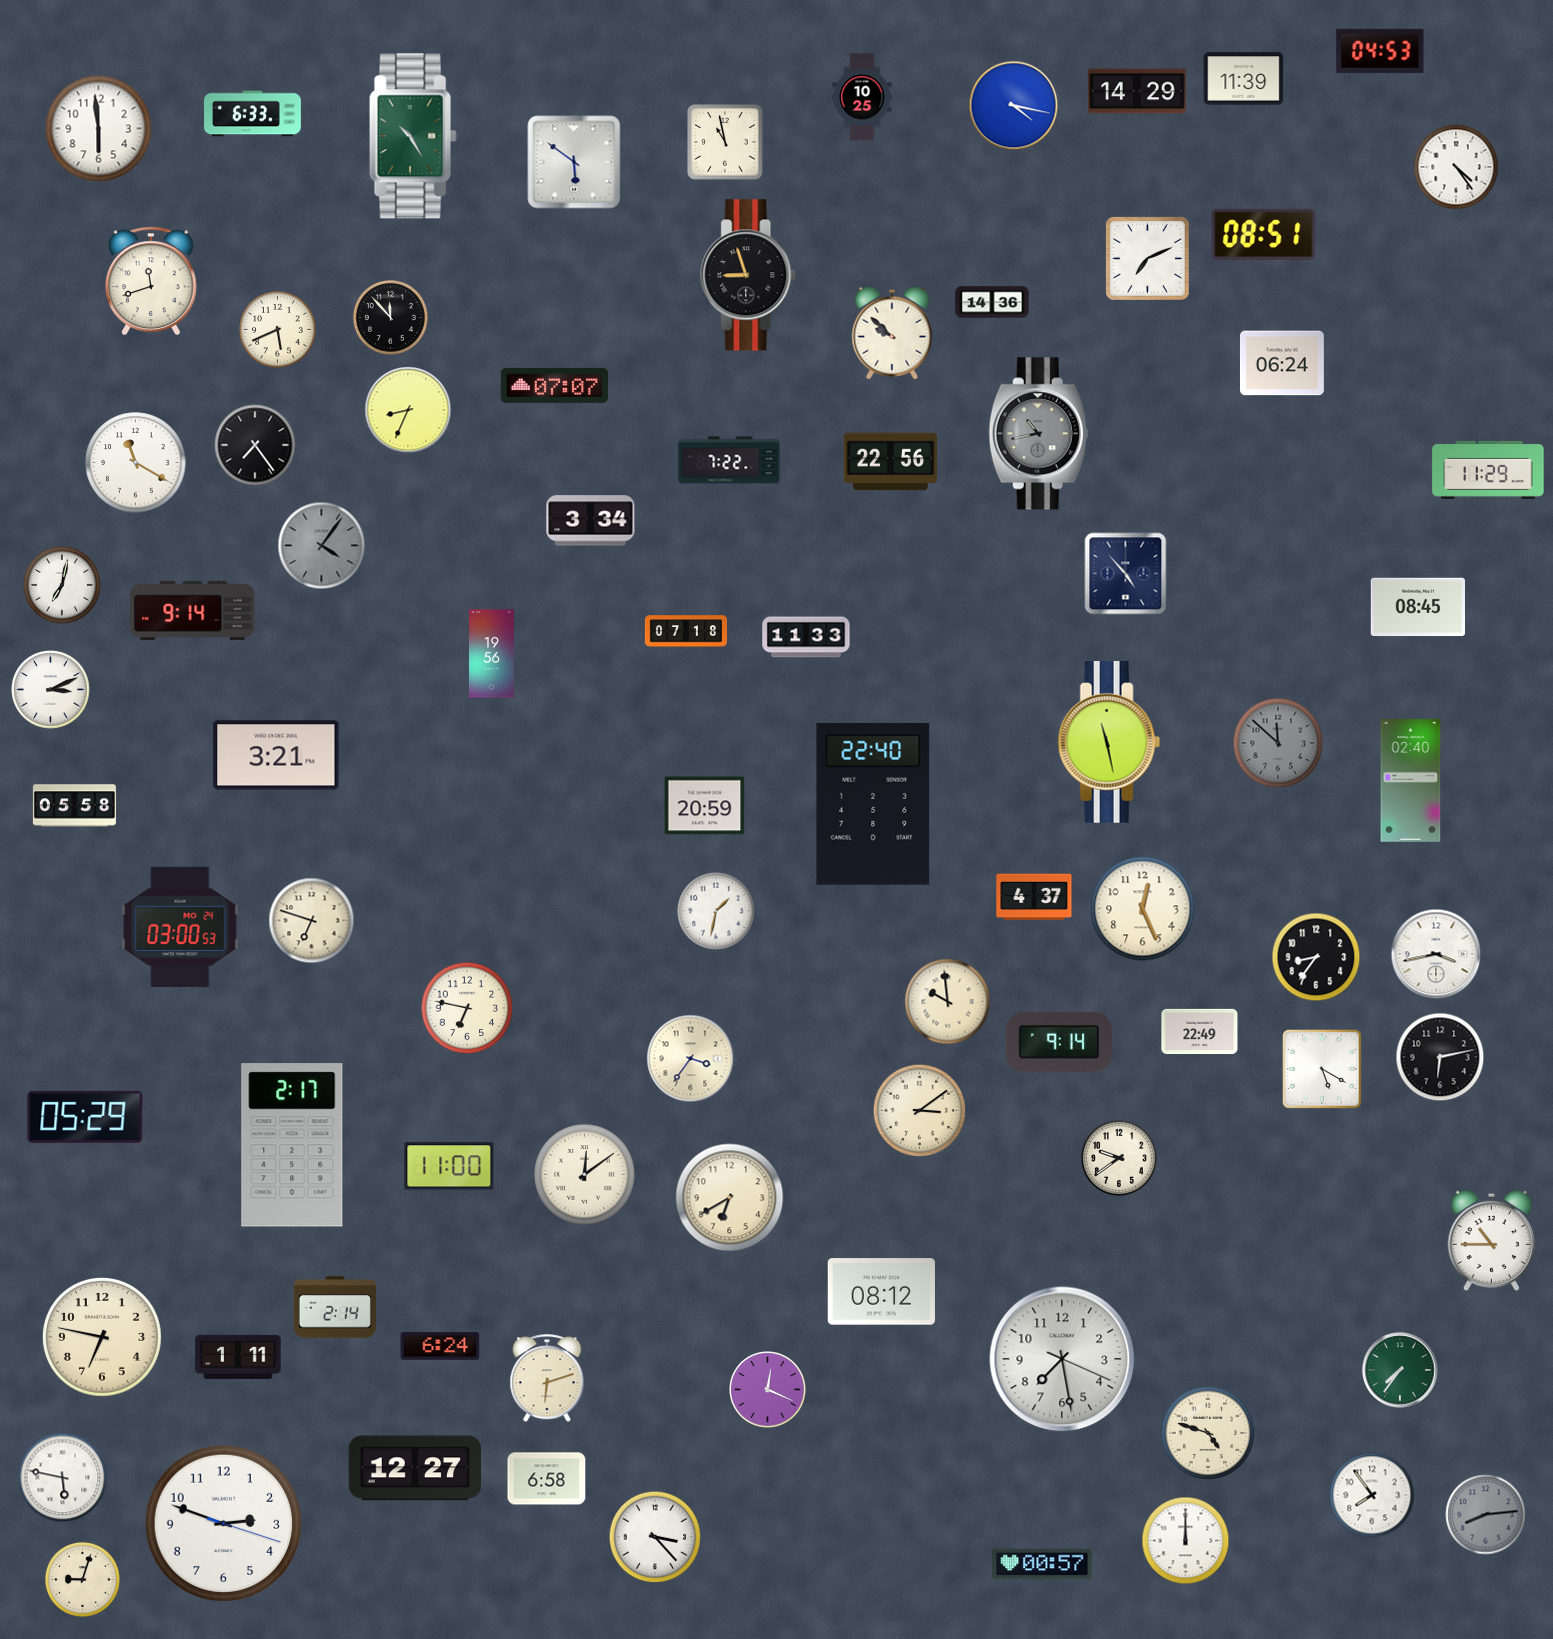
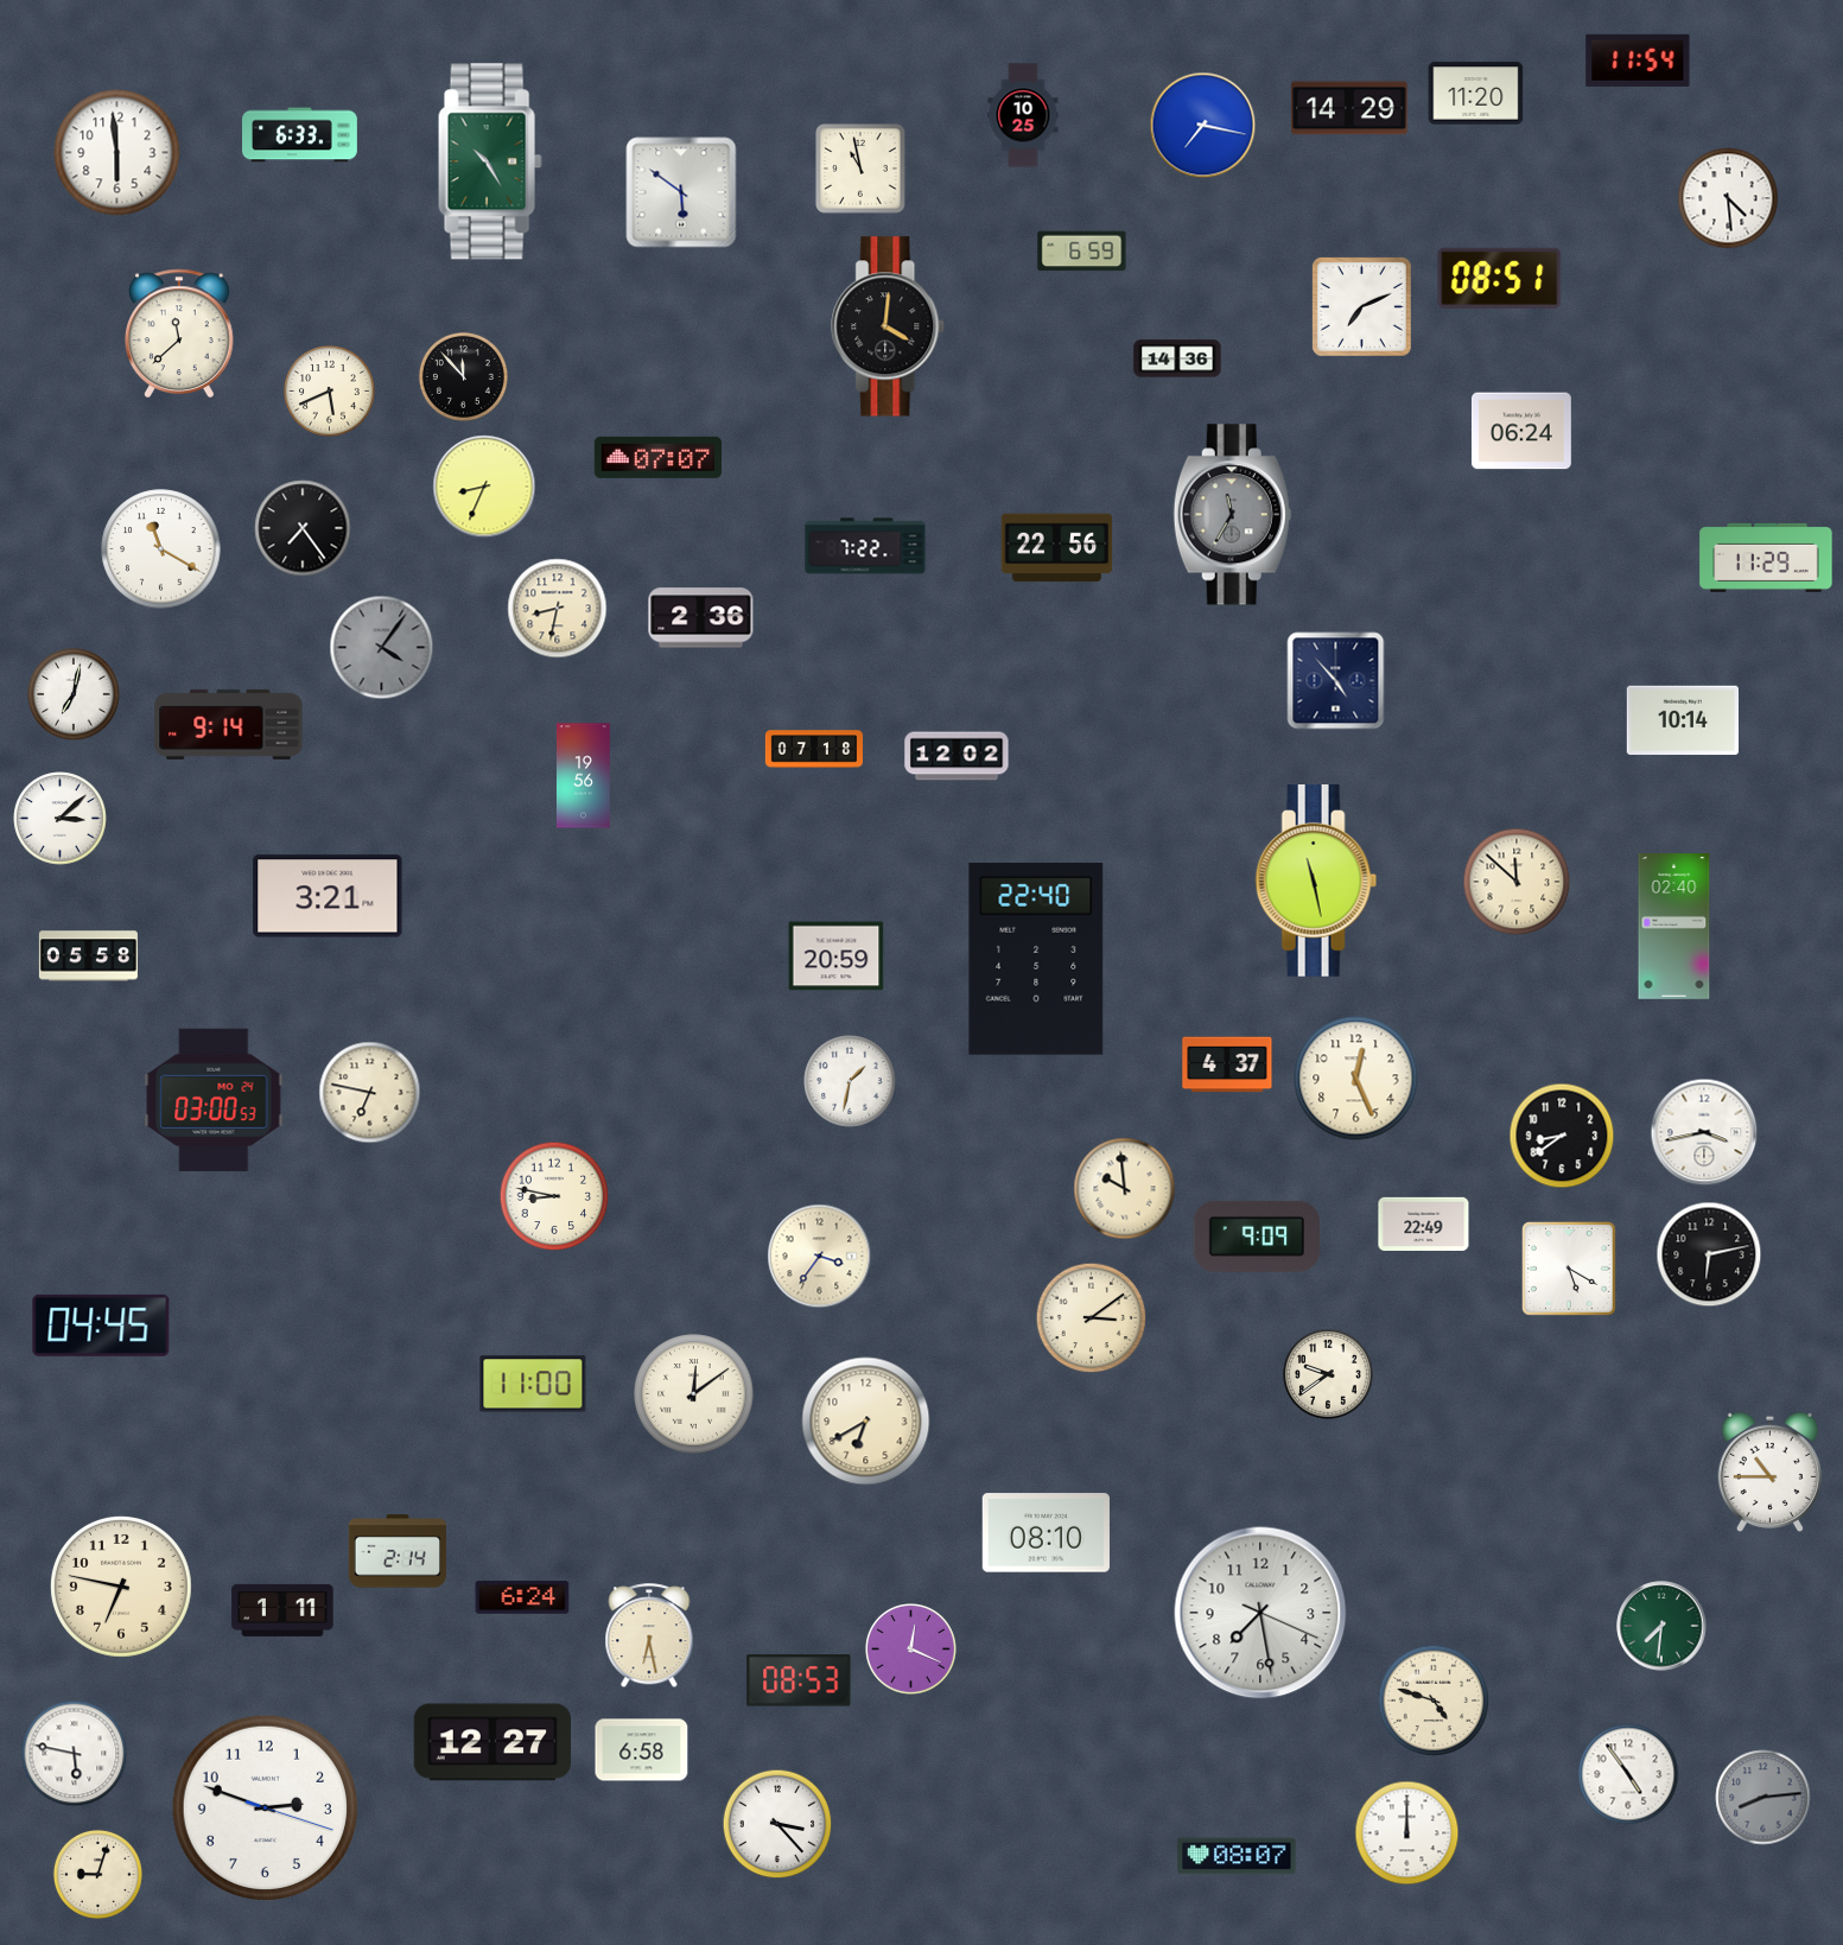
clock at (1380, 51): 04:53 -> 11:54
clock at (1244, 79): 11:39 -> 11:20
clock at (1014, 106): 4:17 -> 7:17
clock at (1456, 167): 4:24 -> 4:29
clock at (1082, 252): none -> 6:59
clock at (749, 275): 8:57 -> 4:01
clock at (152, 281): 11:42 -> 11:38
clock at (892, 333): 9:52 -> none
clock at (1038, 434): 10:43 -> 11:35
clock at (558, 609): none -> 8:32
clock at (591, 521): 3:34 -> 2:36
clock at (1418, 607): 08:45 -> 10:14
clock at (806, 637): 11:33 -> 12:02
clock at (51, 690): 3:11 -> 3:08
clock at (1278, 743) dial: grey -> cream
clock at (873, 804) position: (873, 804) -> (1036, 959)
clock at (312, 921): 6:48 -> 6:47
clock at (1316, 957): 8:36 -> 8:39
clock at (467, 1008): 6:47 -> 8:47
clock at (1059, 1042): 9:14 -> 9:09
clock at (85, 1117): 05:29 -> 04:45
clock at (292, 1145): 2:17 -> none
clock at (881, 1292): 08:12 -> 08:10
clock at (1400, 1370): 7:36 -> 7:31
clock at (547, 1379): 6:12 -> 6:28
clock at (799, 1680): none -> 08:53
clock at (547, 1479) position: (547, 1479) -> (642, 1750)
clock at (1372, 1495): 7:54 -> 4:54
clock at (1186, 1541) position: (1186, 1541) -> (1407, 1833)
clock at (1042, 1564): 00:57 -> 08:07
